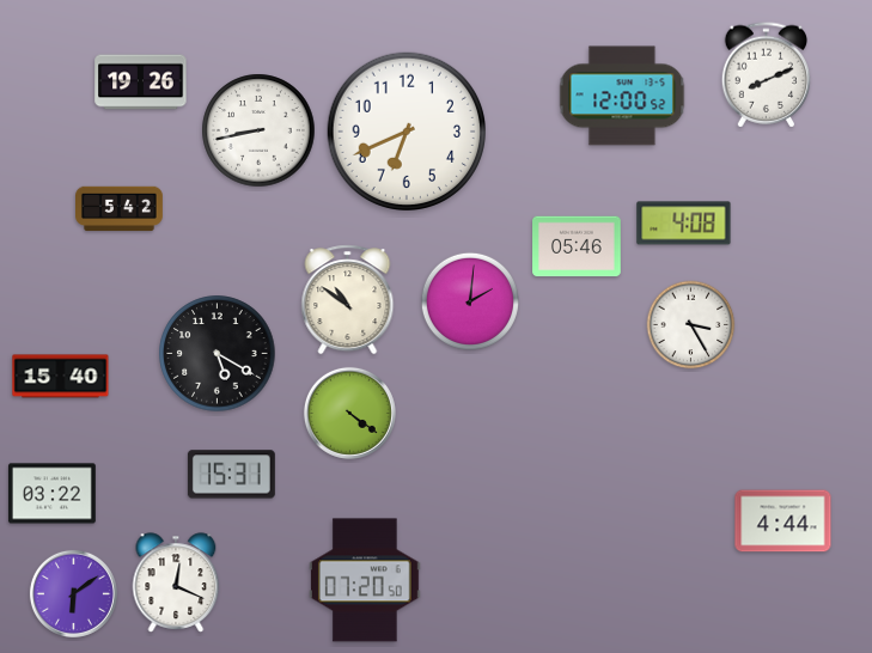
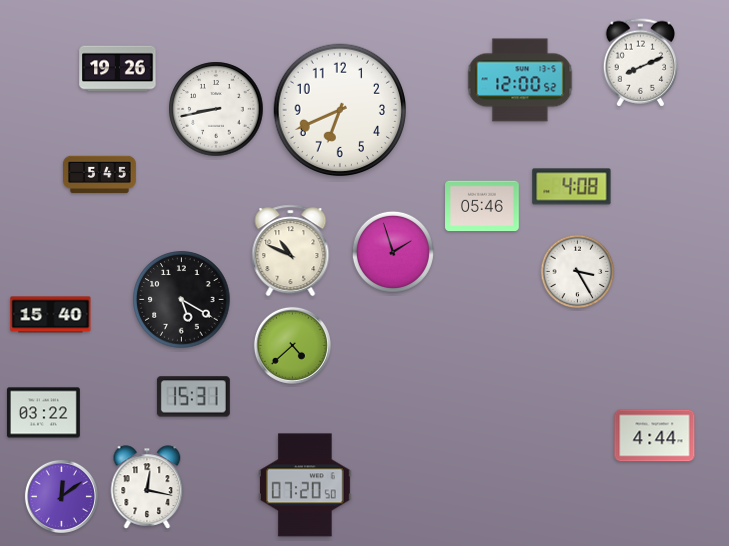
clock at (120, 209): 5:42 -> 5:45
clock at (348, 300): 10:51 -> 10:49
clock at (470, 301): 2:01 -> 1:57
clock at (218, 354) position: (218, 354) -> (182, 300)
clock at (349, 413): 4:21 -> 4:38
clock at (176, 582): 12:19 -> 12:17
clock at (73, 593): 6:09 -> 12:09
